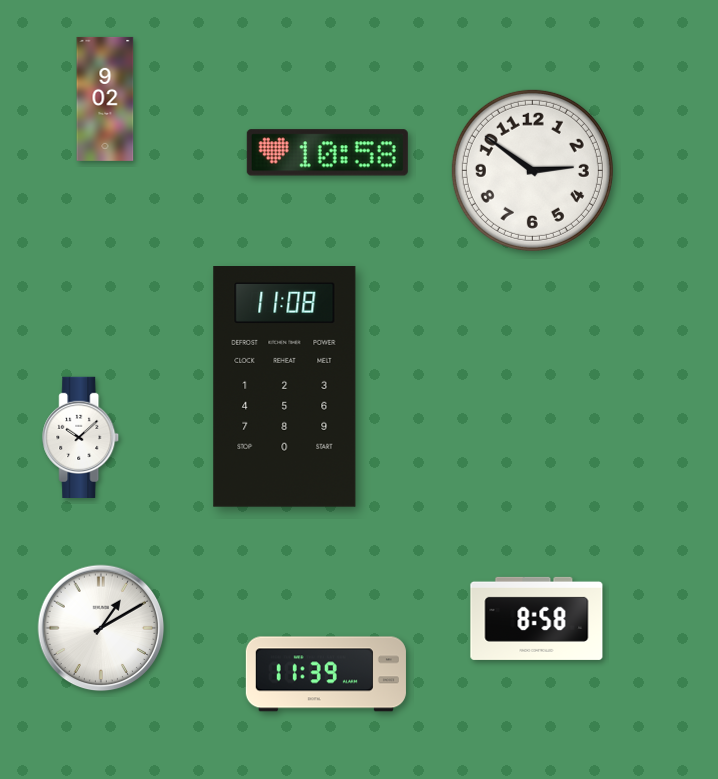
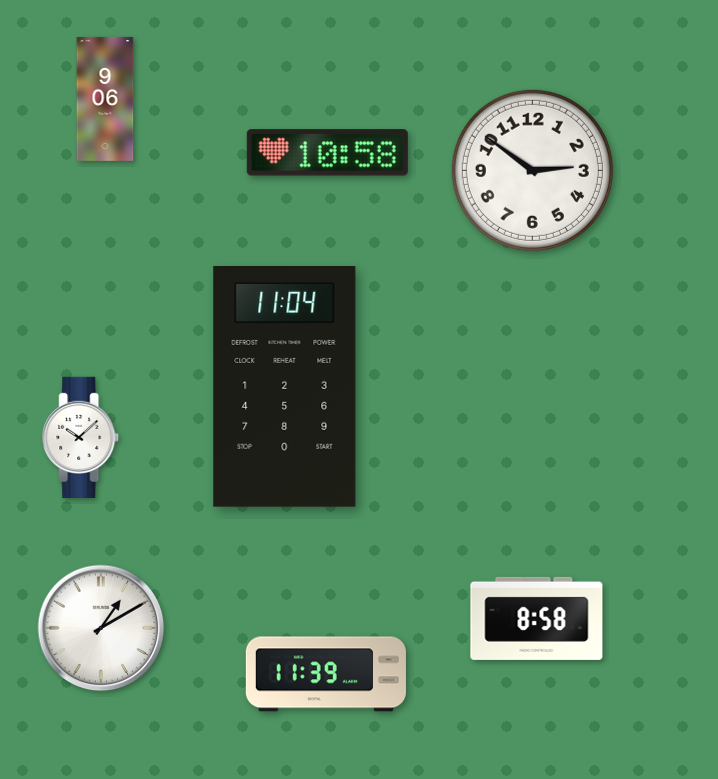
clock at (105, 99): 9:02 -> 9:06
clock at (285, 387): 11:08 -> 11:04
